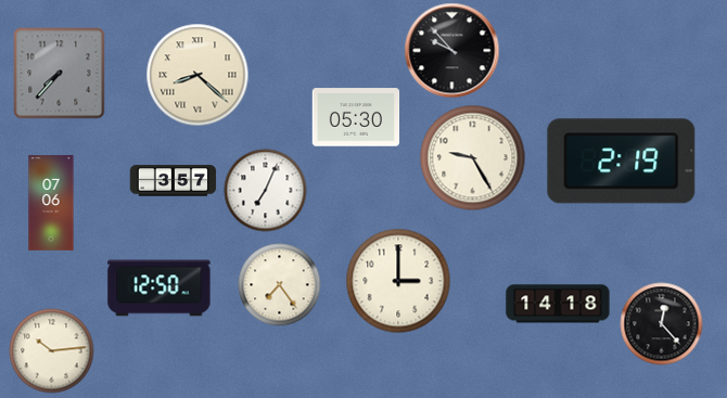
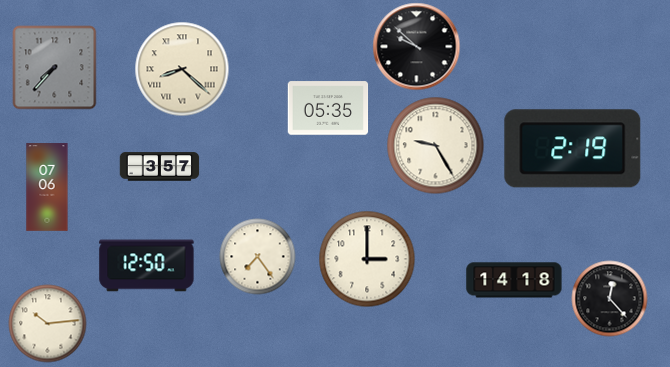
clock at (452, 51): 9:53 -> 9:52
clock at (356, 117): 05:30 -> 05:35
clock at (266, 191): 7:04 -> none
clock at (280, 285) position: (280, 285) -> (258, 257)
